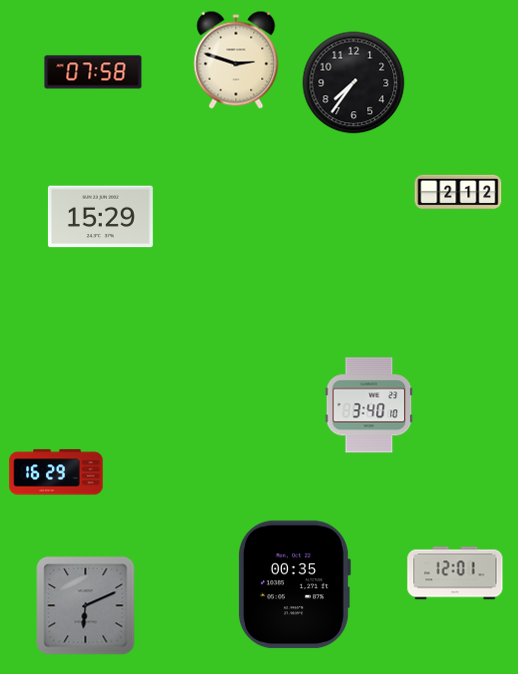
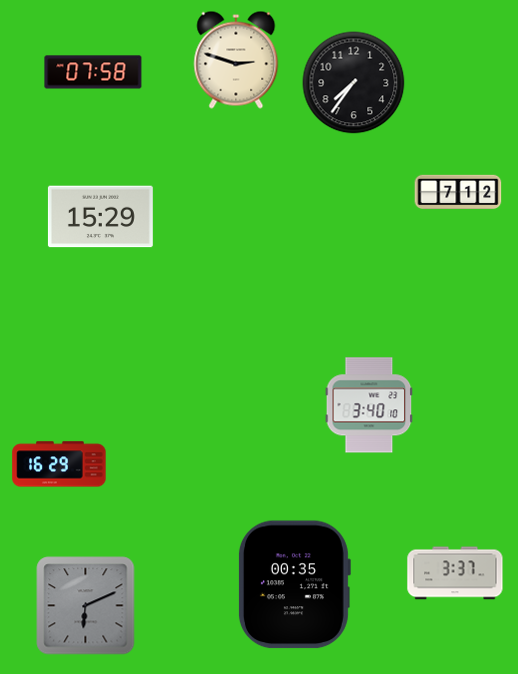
clock at (458, 191): 2:12 -> 7:12
clock at (56, 472) position: (56, 472) -> (59, 464)
clock at (455, 573): 12:01 -> 3:37
